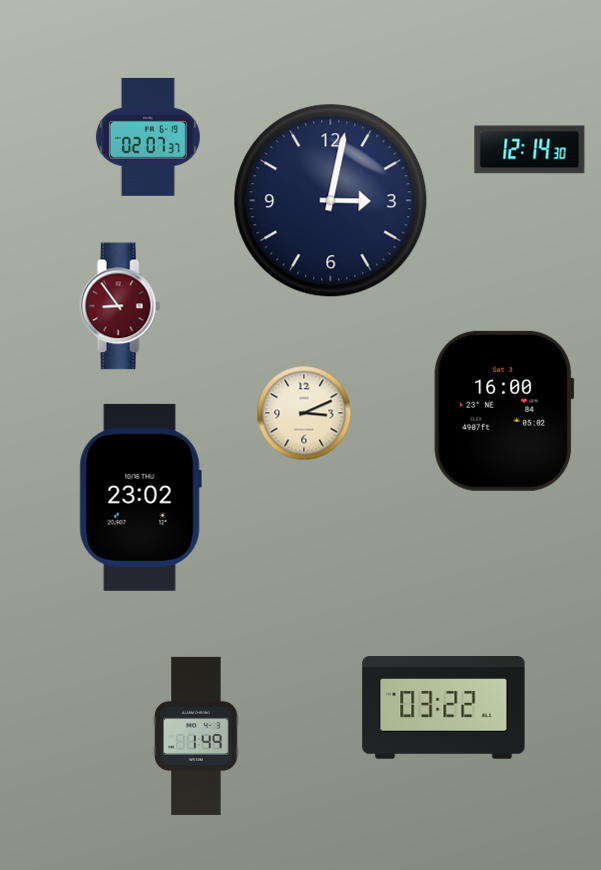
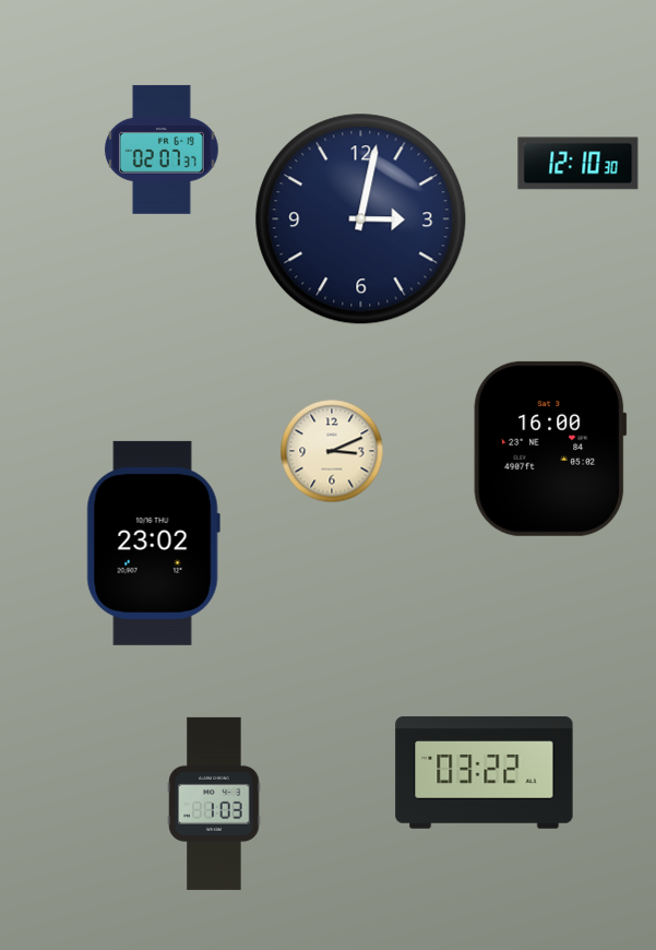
clock at (530, 150): 12:14 -> 12:10
clock at (120, 306): 8:54 -> none
clock at (196, 736): 1:49 -> 1:03
